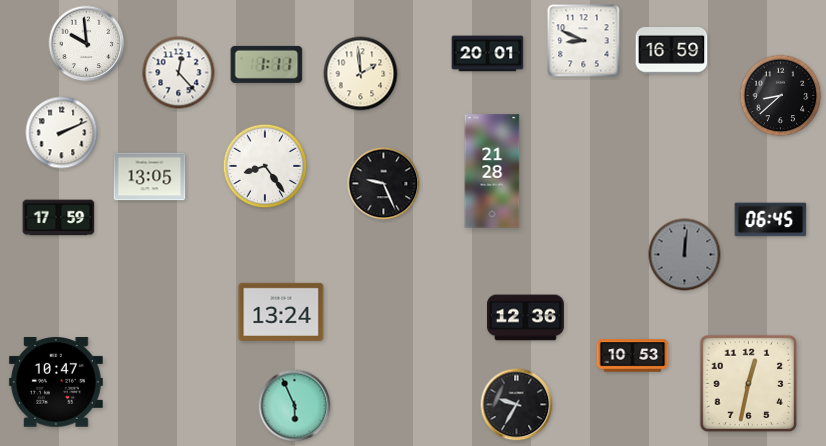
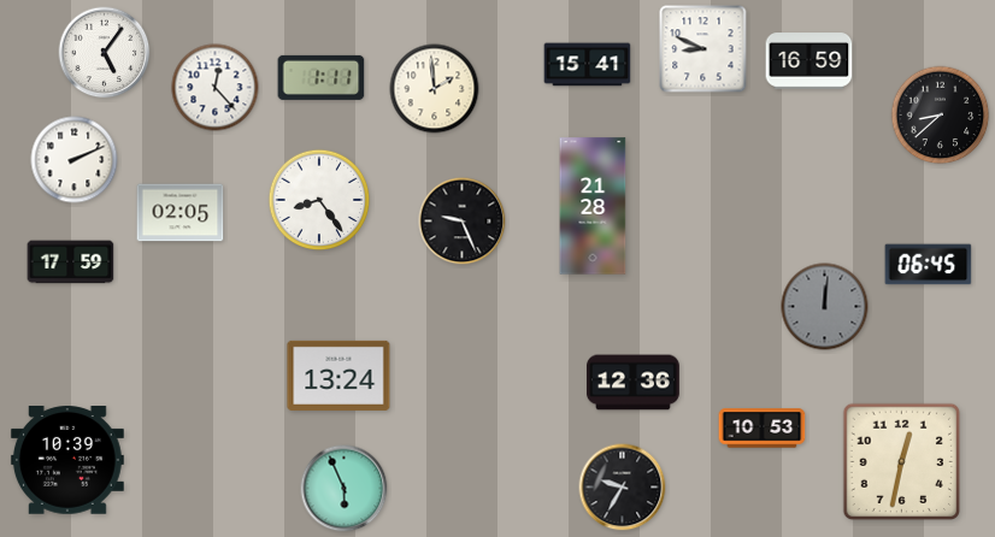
clock at (87, 44): 9:59 -> 5:06
clock at (488, 54): 20:01 -> 15:41
clock at (150, 177): 13:05 -> 02:05
clock at (56, 383): 10:47 -> 10:39
clock at (295, 406) position: (295, 406) -> (345, 489)
